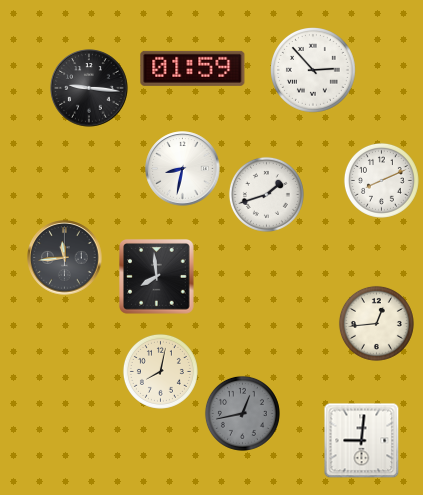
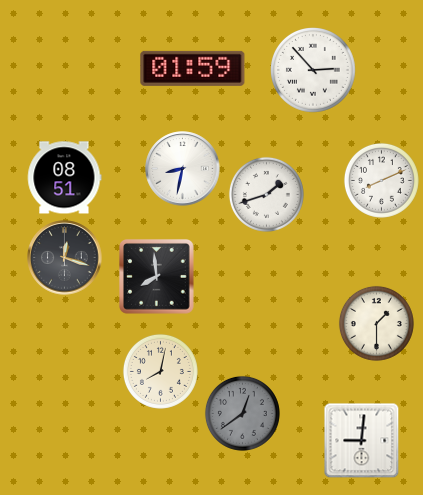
clock at (89, 88): 9:16 -> none
clock at (64, 178): none -> 08:51
clock at (65, 258): 11:44 -> 12:18
clock at (376, 323): 12:44 -> 1:30
clock at (242, 413): 12:43 -> 12:39
